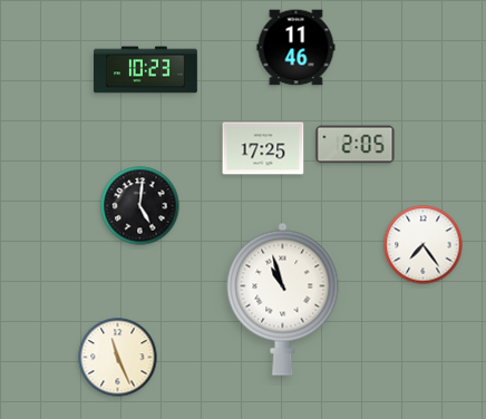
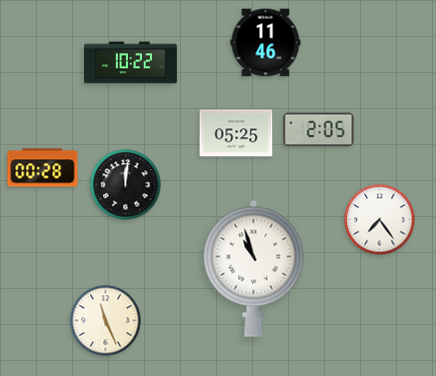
clock at (146, 70): 10:23 -> 10:22
clock at (263, 148): 17:25 -> 05:25
clock at (43, 168): none -> 00:28
clock at (140, 206): 5:01 -> 12:01
